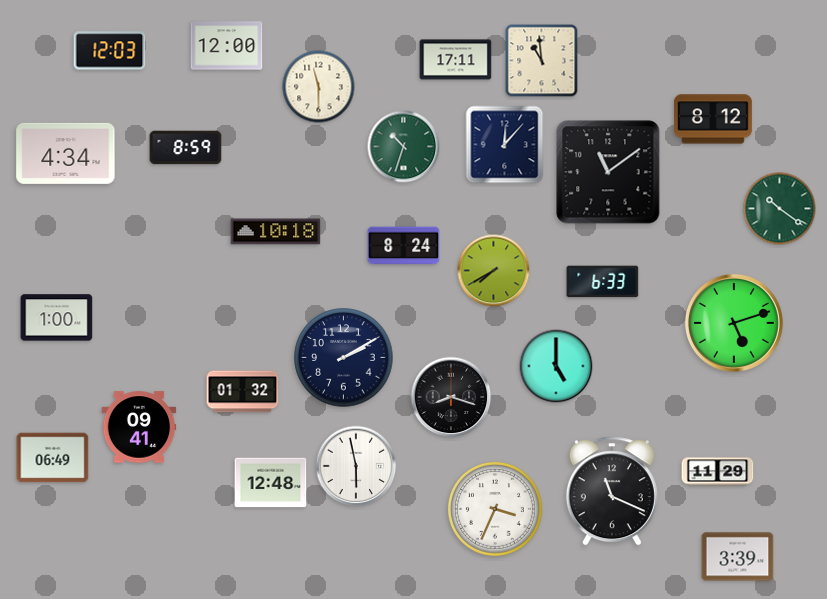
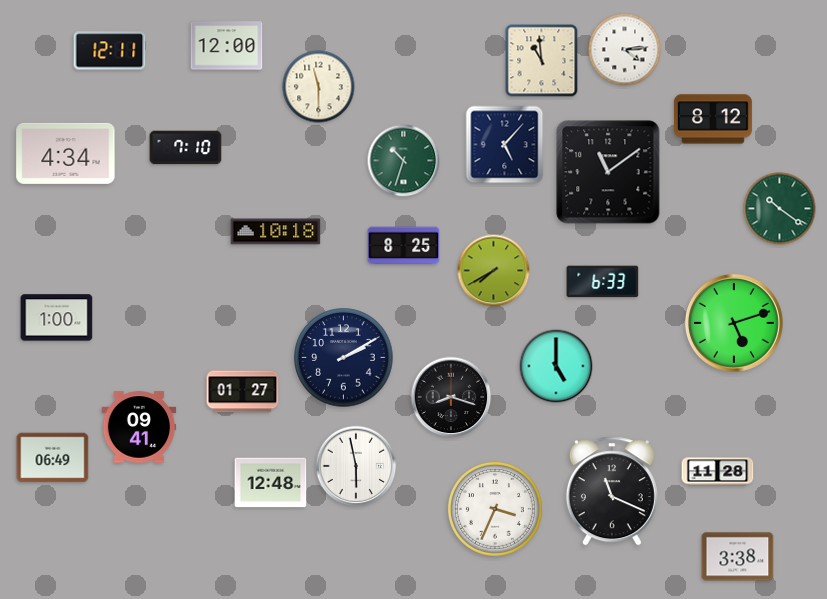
clock at (625, 50): none -> 4:14
clock at (110, 51): 12:03 -> 12:11
clock at (456, 60): 17:11 -> none
clock at (505, 145): 12:07 -> 5:07
clock at (404, 147) position: (404, 147) -> (404, 161)
clock at (186, 148): 8:59 -> 7:10
clock at (404, 246): 8:24 -> 8:25
clock at (243, 392): 01:32 -> 01:27
clock at (718, 472): 11:29 -> 11:28
clock at (738, 557): 3:39 -> 3:38
